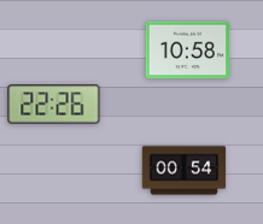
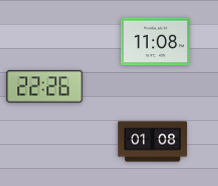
clock at (188, 51): 10:58 -> 11:08
clock at (185, 171): 00:54 -> 01:08
